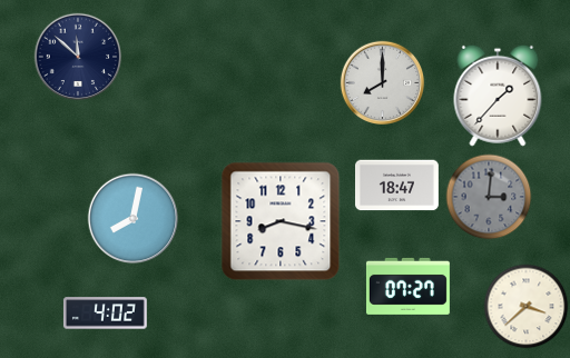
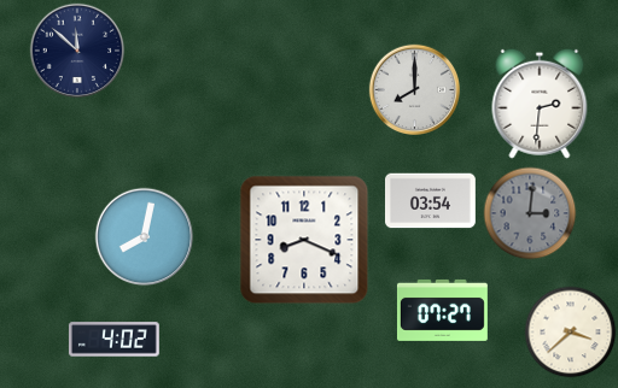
clock at (78, 57) position: (78, 57) -> (77, 51)
clock at (498, 96): 1:37 -> 2:31
clock at (397, 186): 18:47 -> 03:54
clock at (281, 221): 8:17 -> 8:19
